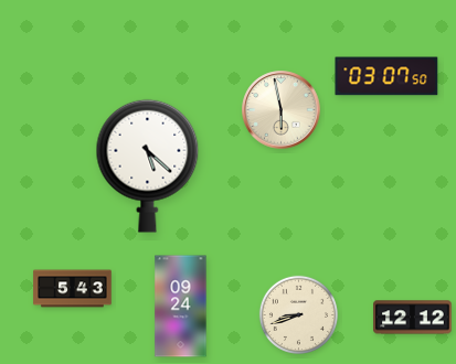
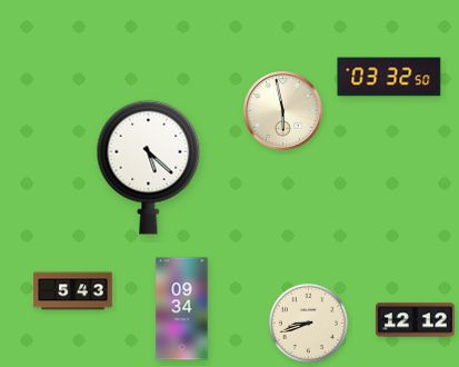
clock at (386, 76): 03:07 -> 03:32
clock at (181, 307): 09:24 -> 09:34
clock at (298, 314) position: (298, 314) -> (308, 323)
